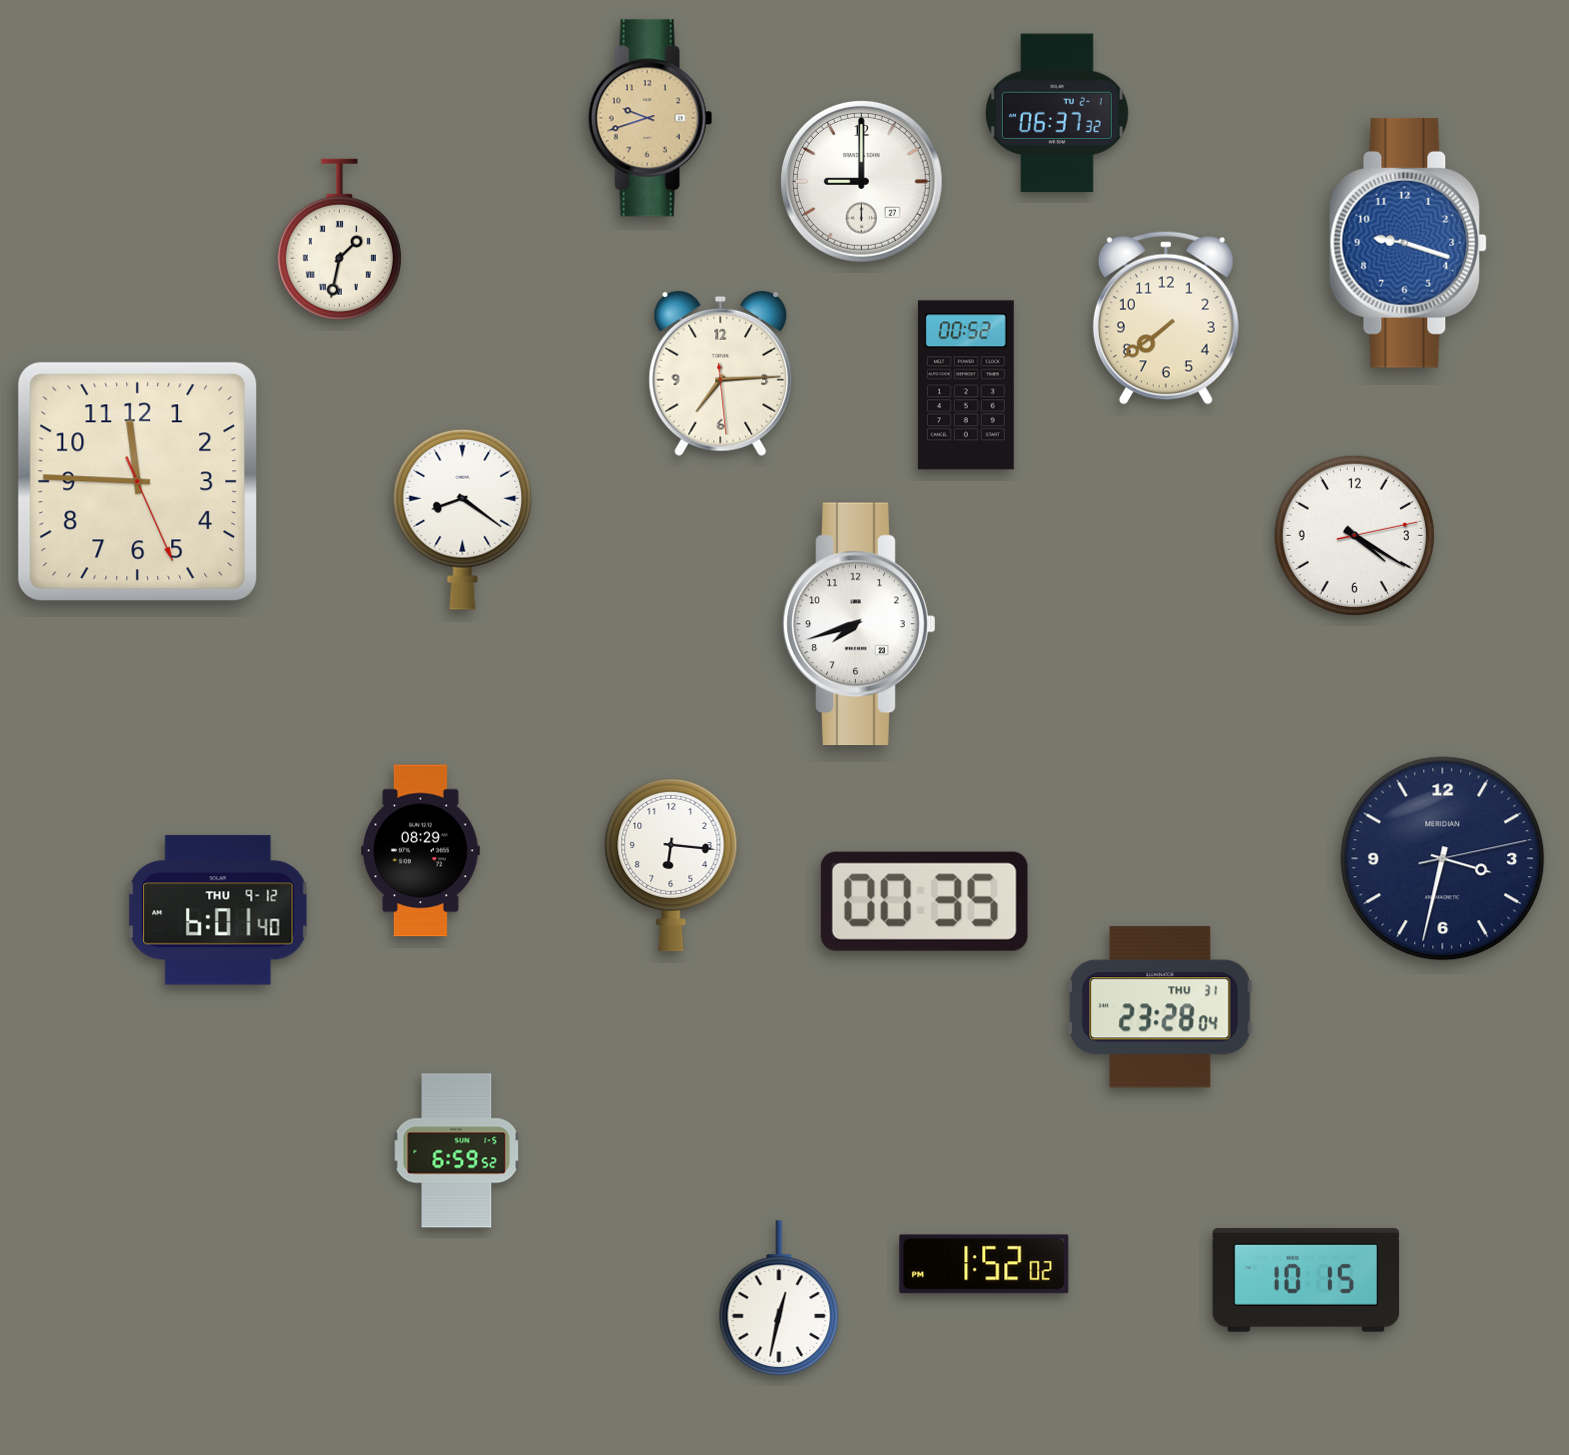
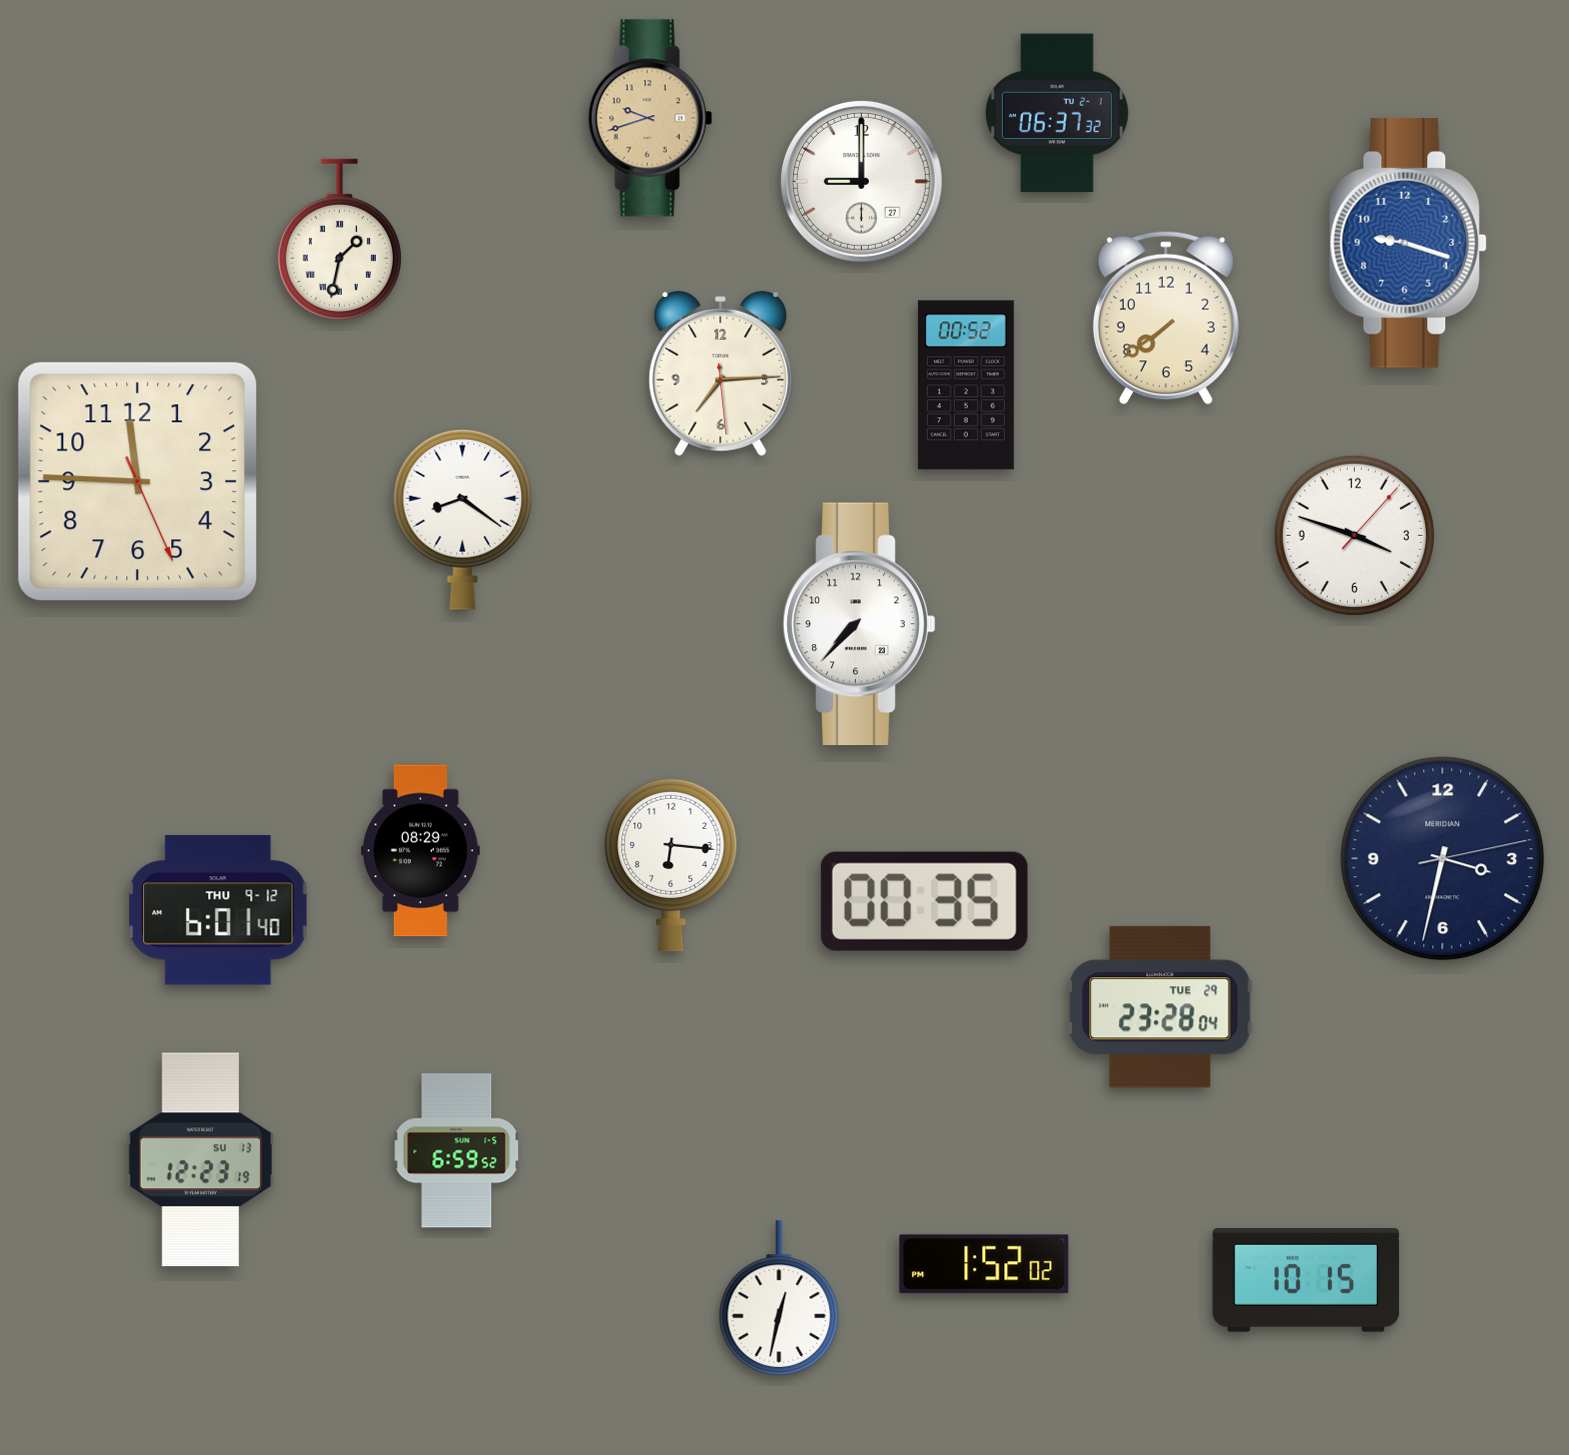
clock at (1354, 535): 4:20 -> 3:48
clock at (859, 624): 7:42 -> 7:37
clock at (1160, 1007) date: THU 31 -> TUE 29
clock at (201, 1160): none -> 12:23
